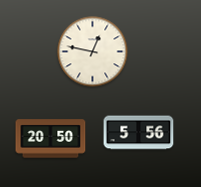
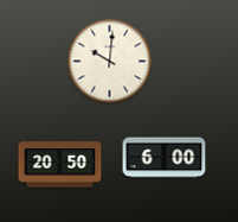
clock at (93, 52): 12:47 -> 10:01
clock at (139, 133): 5:56 -> 6:00
